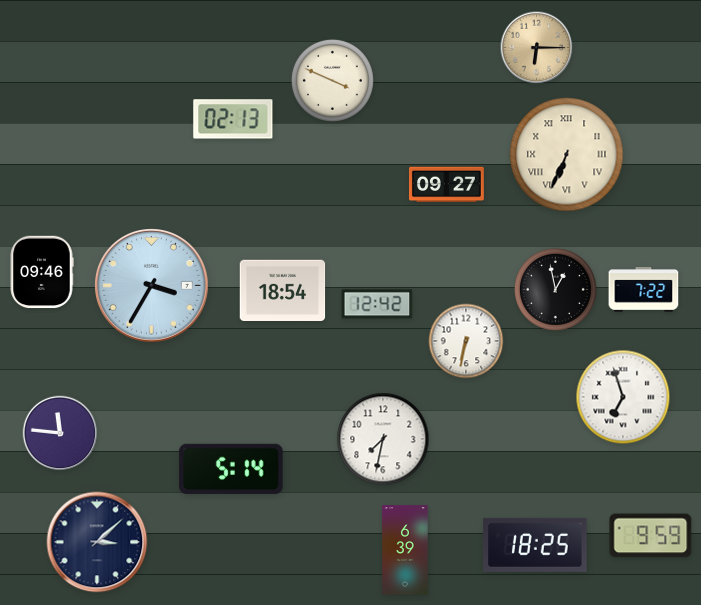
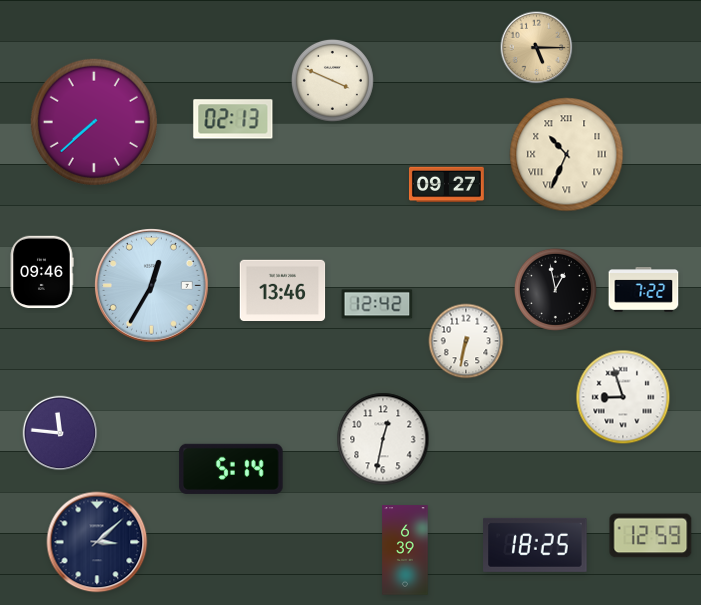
clock at (537, 48): 6:15 -> 5:15
clock at (94, 122): none -> 7:38
clock at (567, 155): 6:34 -> 10:34
clock at (152, 286): 3:35 -> 12:35
clock at (283, 291): 18:54 -> 13:46
clock at (623, 397): 6:57 -> 8:57
clock at (383, 439): 7:32 -> 12:32
clock at (651, 536): 9:59 -> 12:59
